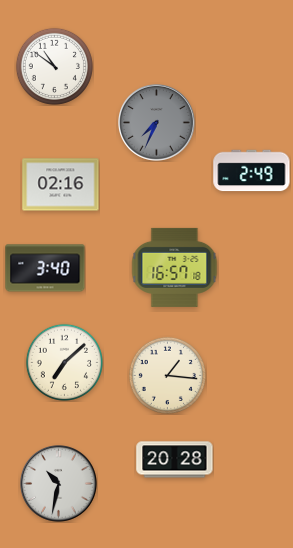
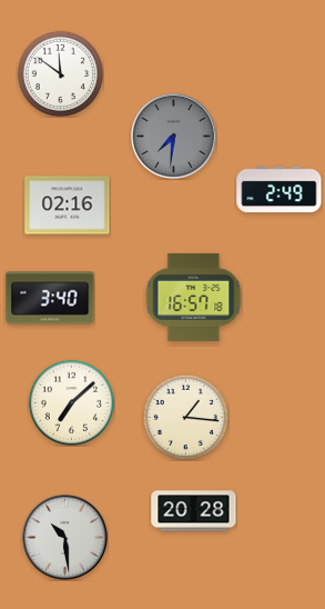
clock at (54, 66): 10:51 -> 11:51
clock at (157, 123): 7:34 -> 7:31
clock at (59, 484): 10:32 -> 10:29
